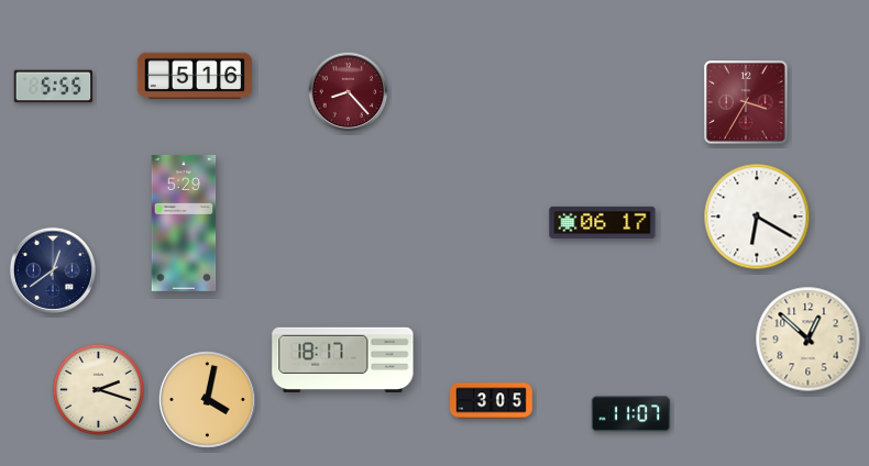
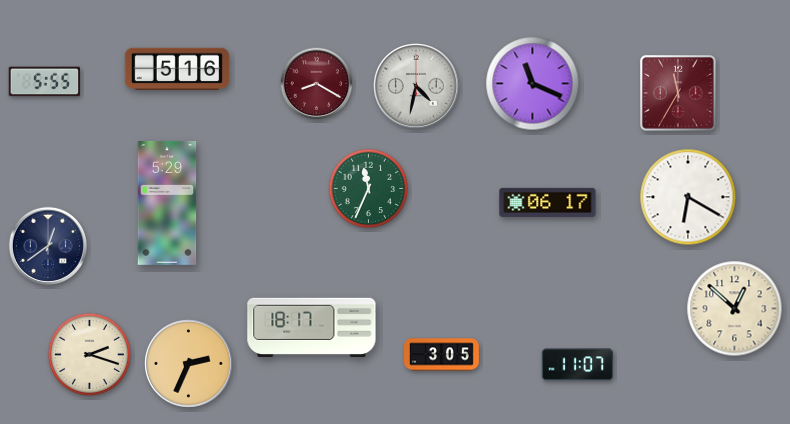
clock at (54, 87) position: (54, 87) -> (45, 82)
clock at (349, 92): 8:23 -> 8:20
clock at (533, 84): none -> 11:19
clock at (417, 87): none -> 4:32
clock at (747, 103): 3:35 -> 11:35
clock at (369, 189): none -> 11:34
clock at (208, 400): 4:02 -> 2:34
clock at (492, 401) position: (492, 401) -> (442, 355)
clock at (631, 414) position: (631, 414) -> (578, 365)
